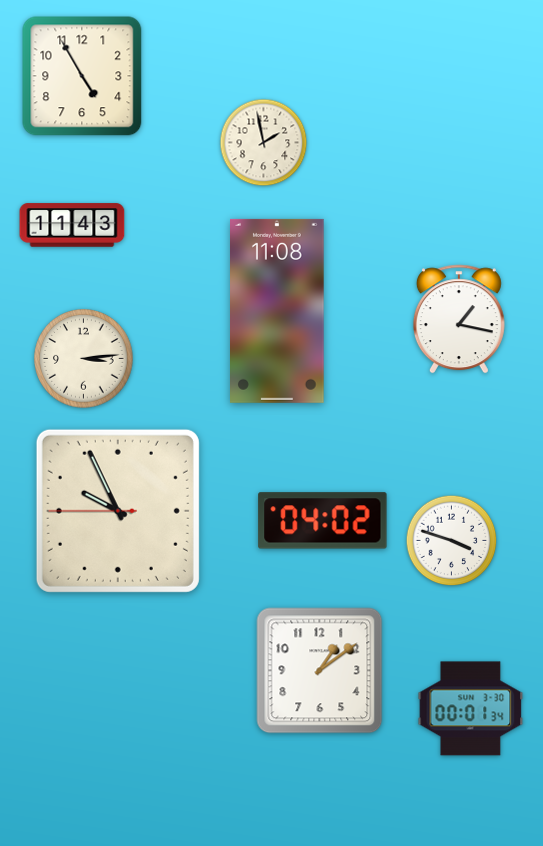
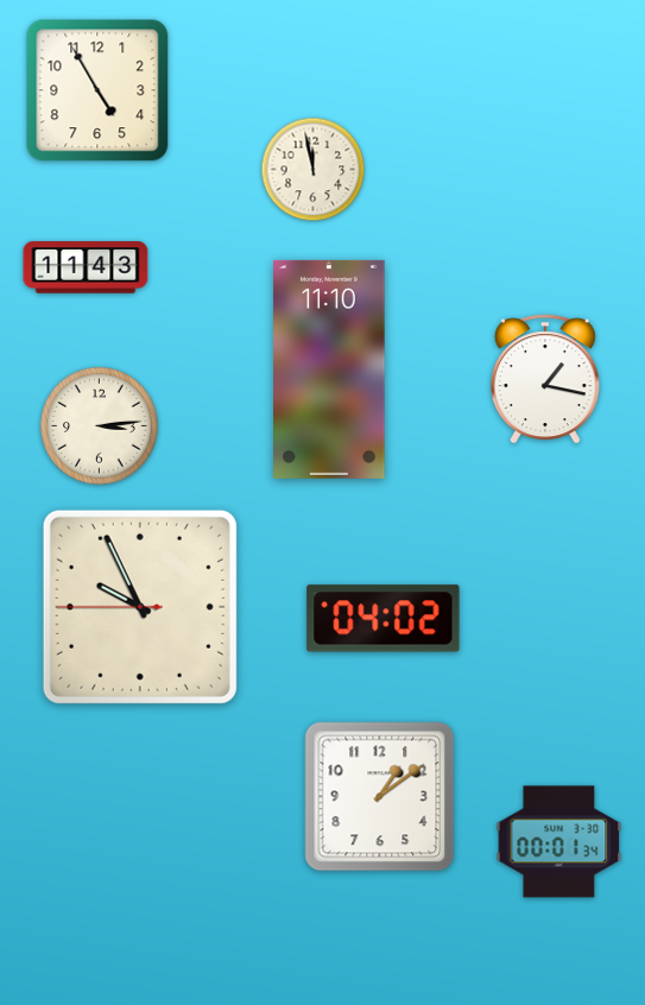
clock at (264, 143): 1:58 -> 11:58
clock at (277, 311): 11:08 -> 11:10
clock at (452, 541): 3:48 -> none
